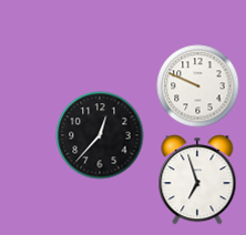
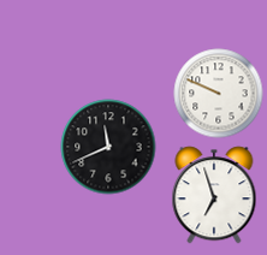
clock at (198, 86) position: (198, 86) -> (219, 94)
clock at (100, 135): 12:37 -> 11:41
